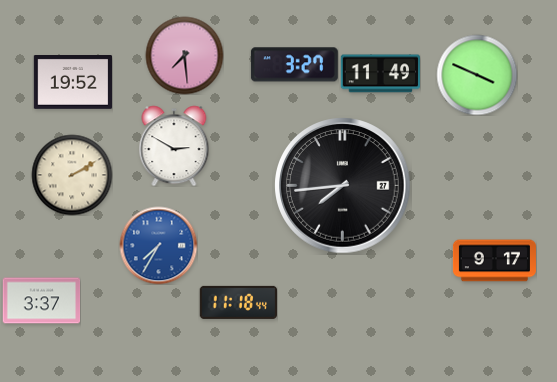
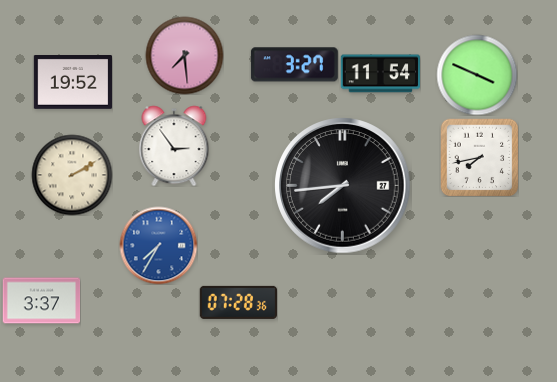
clock at (380, 74): 11:49 -> 11:54
clock at (174, 146): 2:50 -> 2:54
clock at (479, 157): none -> 7:43
clock at (494, 261): 9:17 -> none
clock at (238, 302): 11:18 -> 07:28
